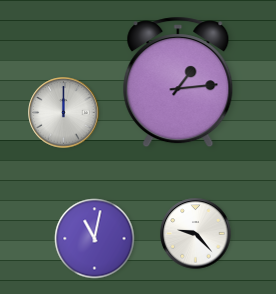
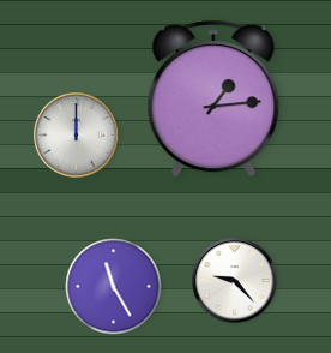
clock at (95, 239): 11:02 -> 11:25
